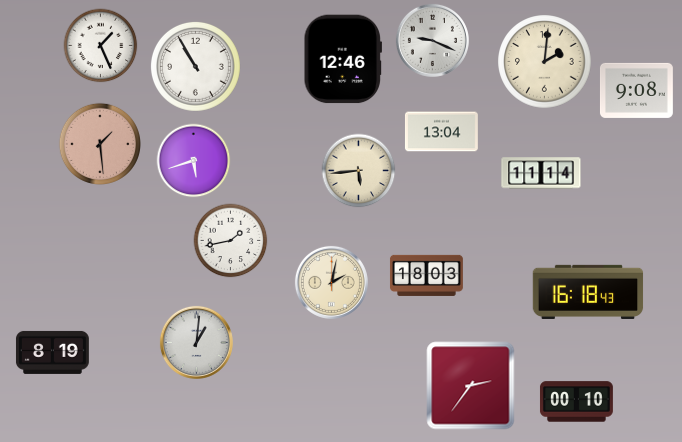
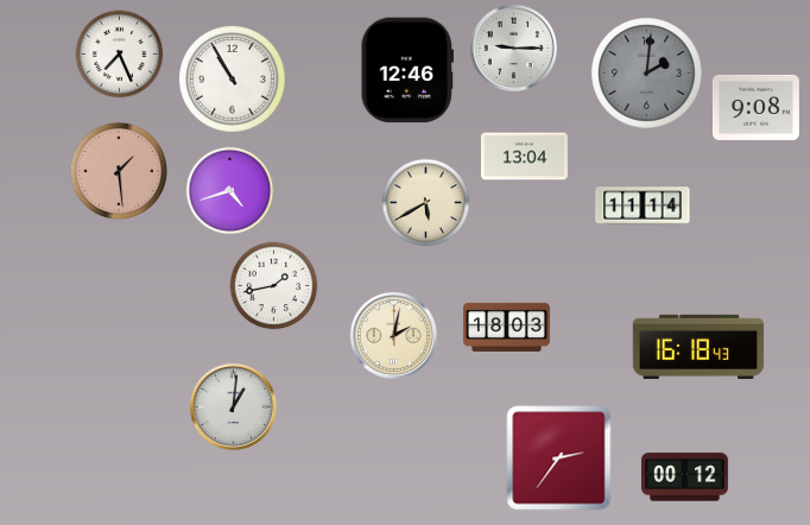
clock at (432, 40): 9:19 -> 9:15
clock at (101, 46): 1:26 -> 7:26
clock at (545, 62) dial: cream -> grey
clock at (194, 161): 5:42 -> 4:42
clock at (359, 171): 5:44 -> 5:40
clock at (52, 352): 8:19 -> none
clock at (576, 402): 00:10 -> 00:12
